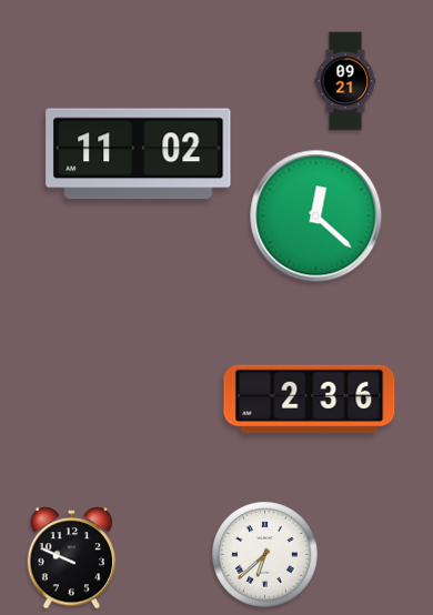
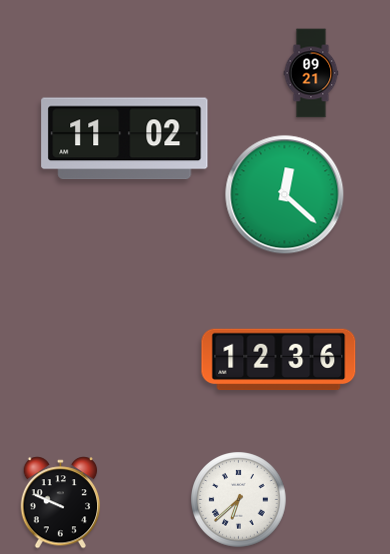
clock at (310, 400): 2:36 -> 12:36
clock at (72, 558) position: (72, 558) -> (61, 503)
